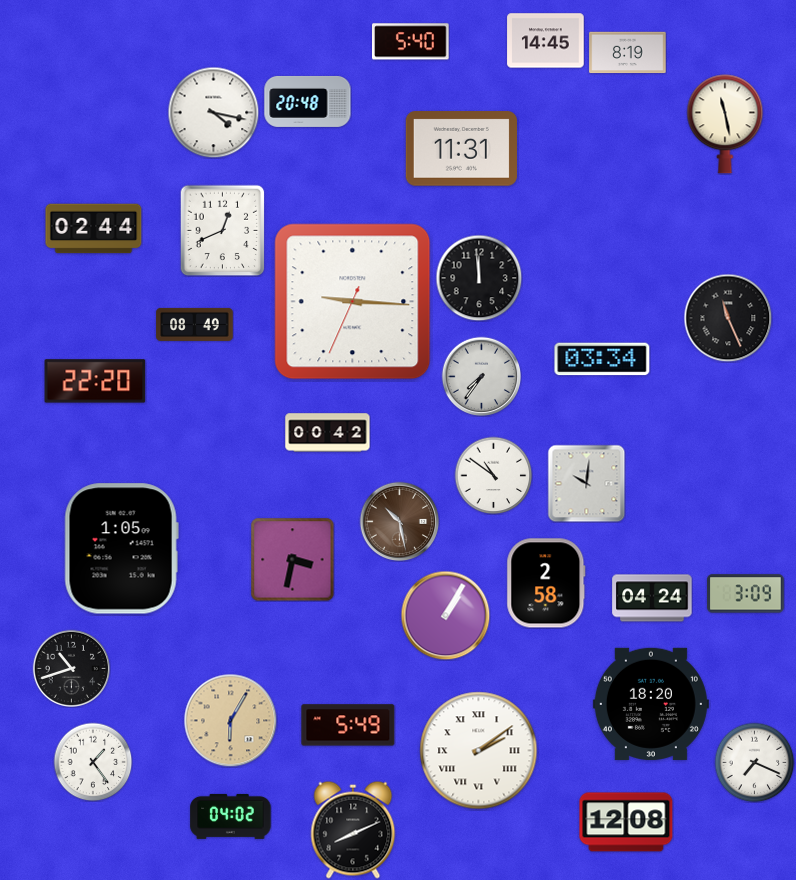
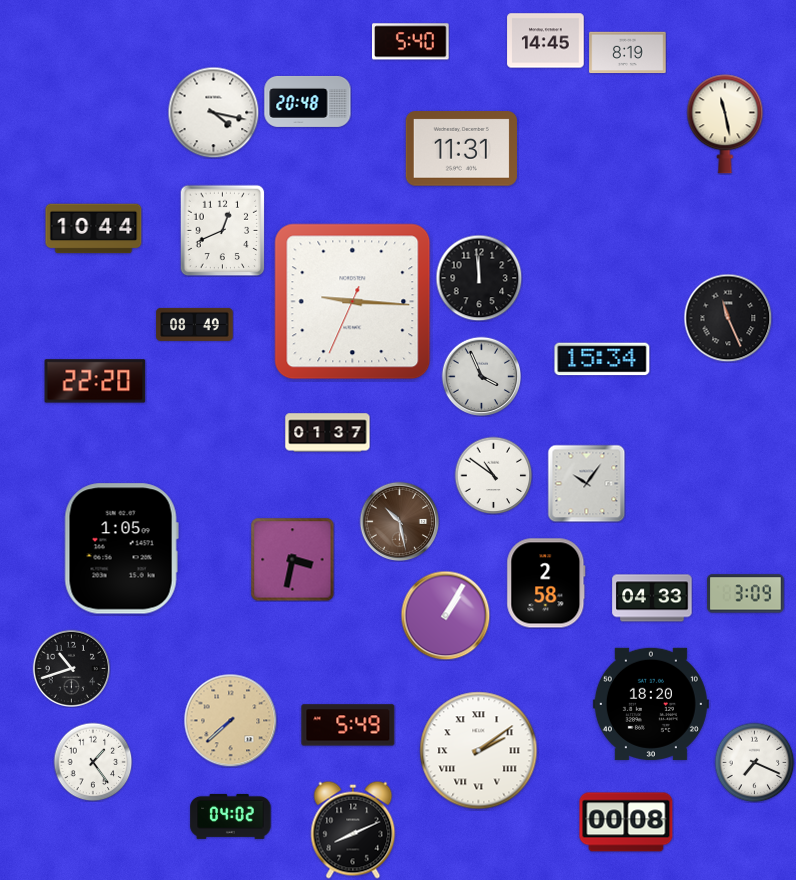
clock at (94, 229): 02:44 -> 10:44
clock at (602, 359): 03:34 -> 15:34
clock at (481, 376): 7:36 -> 3:56
clock at (328, 433): 00:42 -> 01:37
clock at (586, 483): 10:01 -> 10:06
clock at (652, 598): 04:24 -> 04:33
clock at (230, 720): 6:05 -> 7:38
clock at (626, 822): 12:08 -> 00:08
